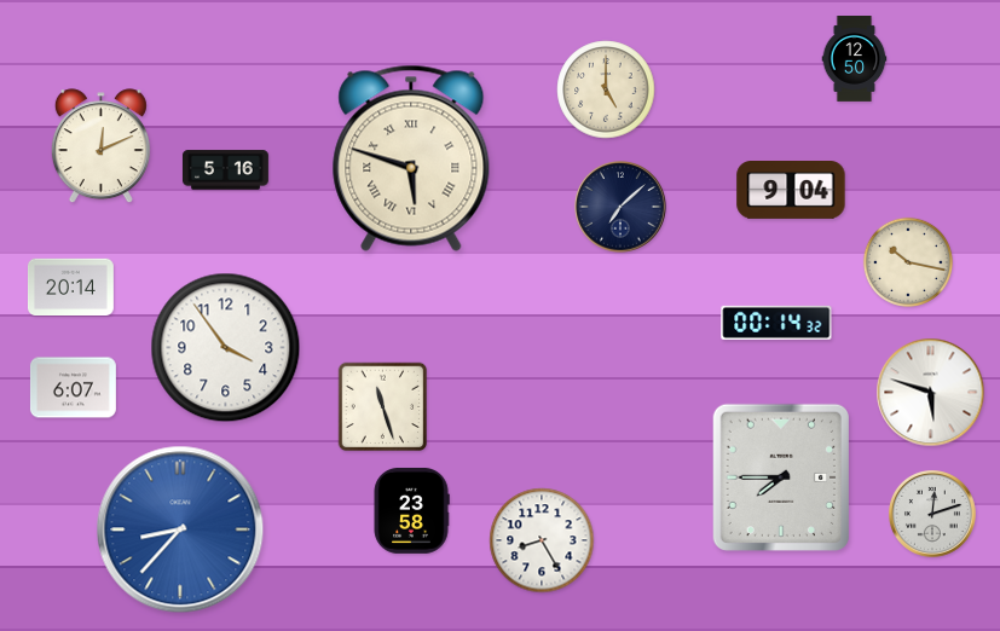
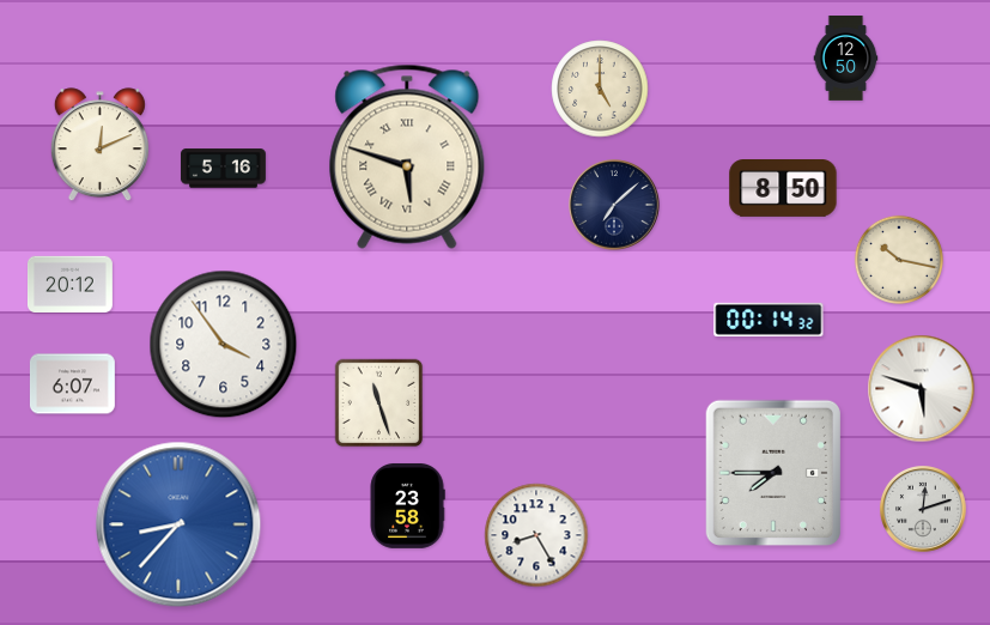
clock at (791, 191): 9:04 -> 8:50
clock at (71, 286): 20:14 -> 20:12
